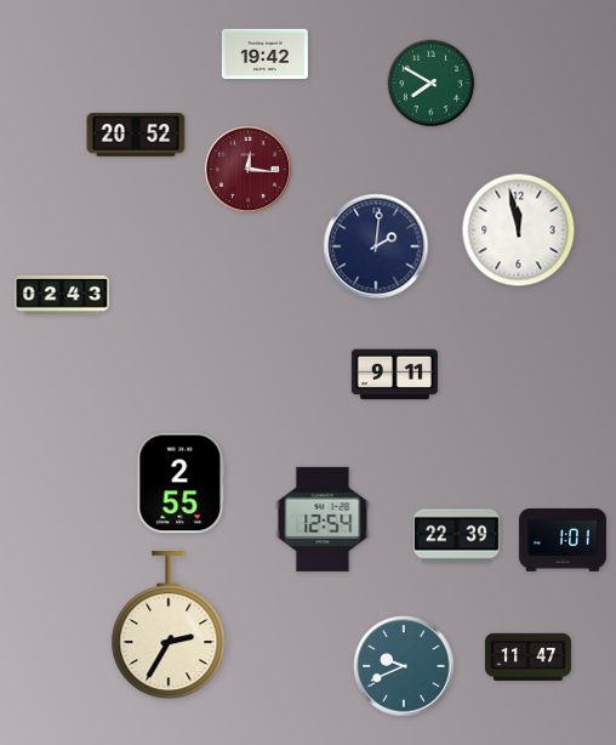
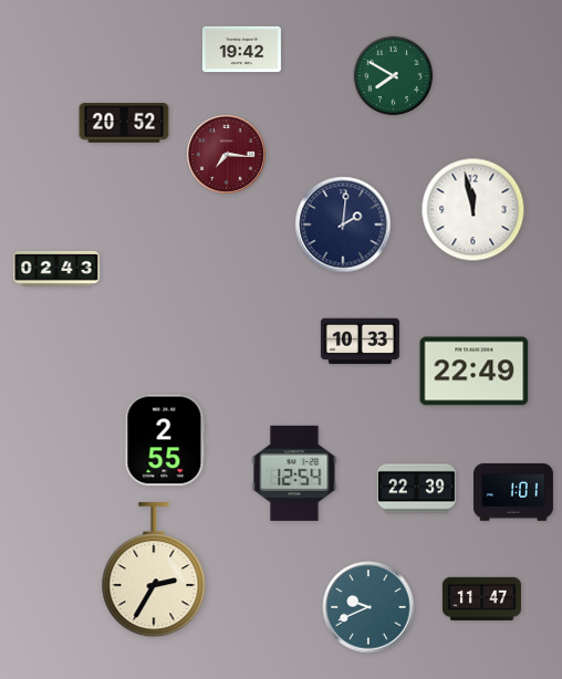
clock at (247, 169): 12:16 -> 7:16
clock at (394, 375): 9:11 -> 10:33
clock at (475, 372): none -> 22:49
